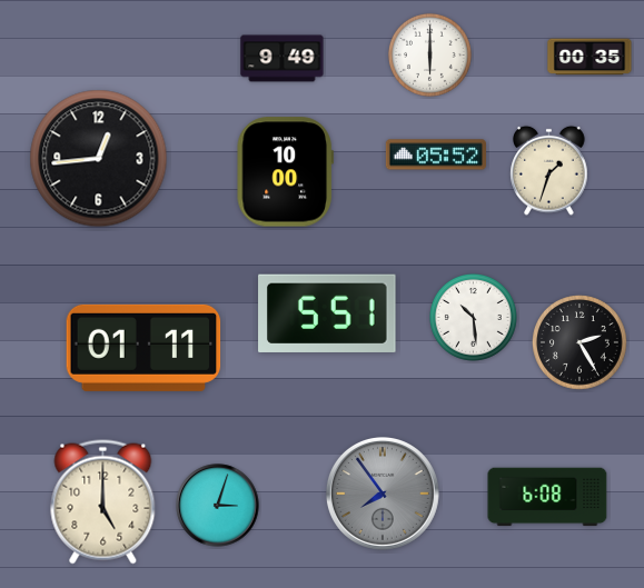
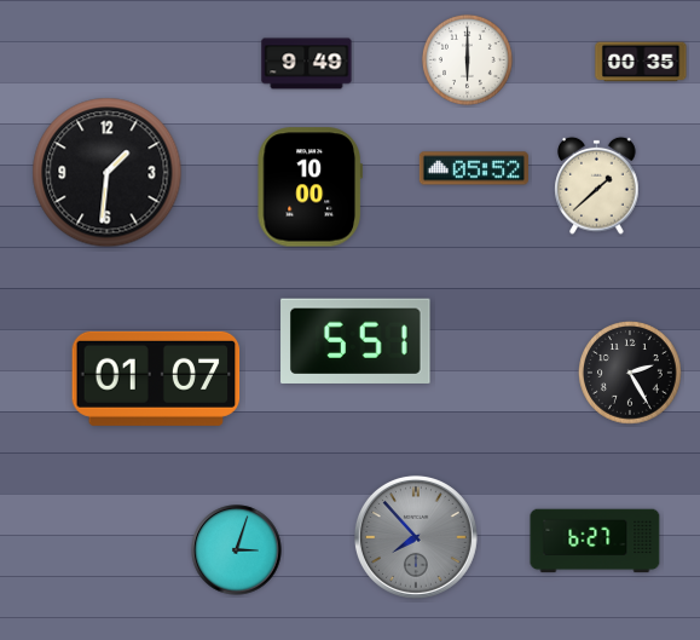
clock at (99, 159): 12:44 -> 1:31
clock at (549, 170): 1:33 -> 1:38
clock at (473, 317): 10:29 -> none
clock at (143, 348): 01:11 -> 01:07
clock at (383, 494): 7:54 -> 7:53
clock at (547, 497): 6:08 -> 6:27
clock at (103, 502): 5:00 -> none
